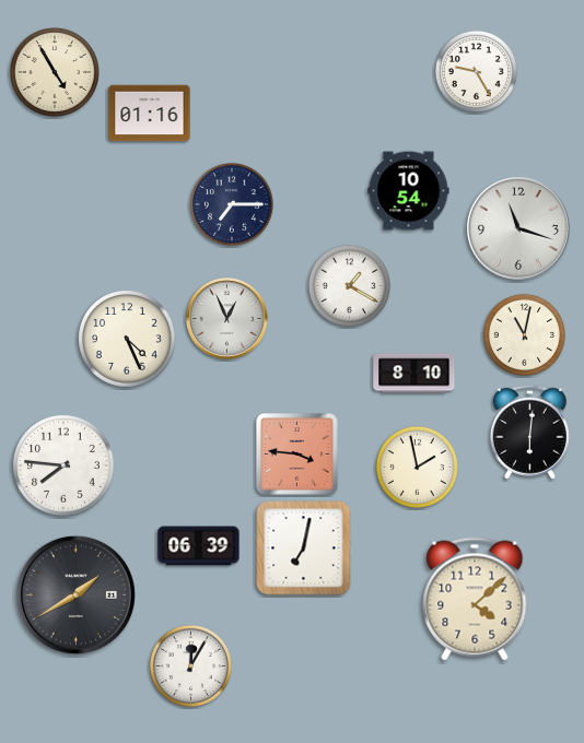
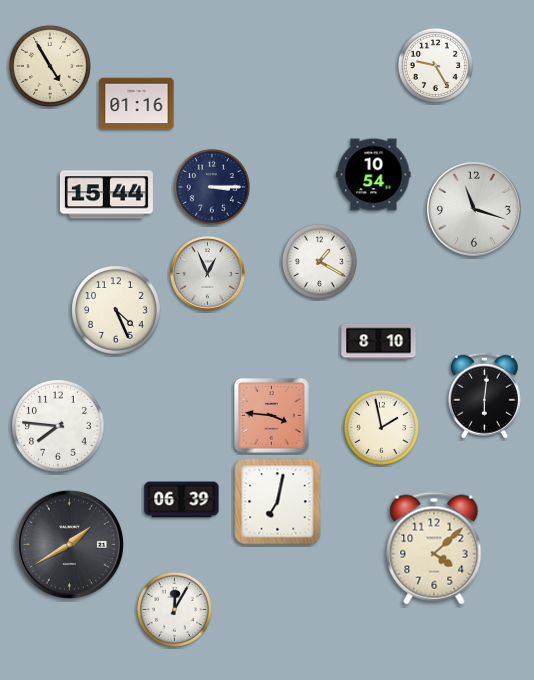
clock at (232, 204): 7:15 -> 3:15
clock at (106, 195): none -> 15:44
clock at (227, 319) position: (227, 319) -> (208, 274)
clock at (524, 334): 11:02 -> none
